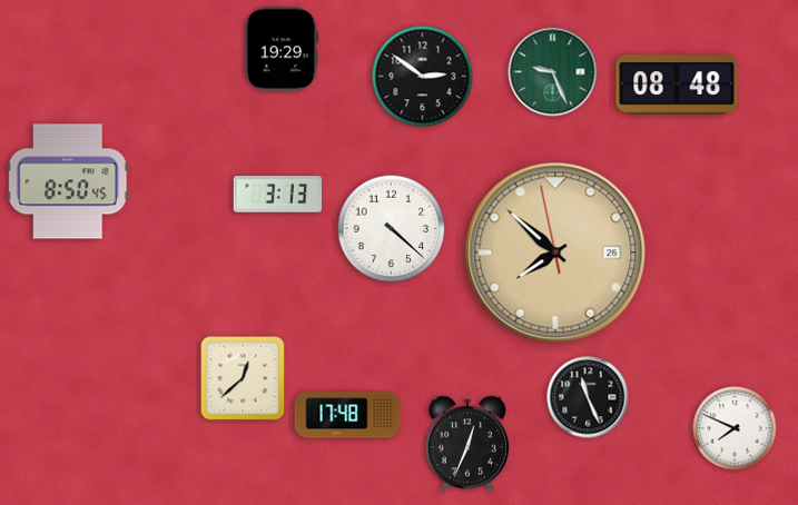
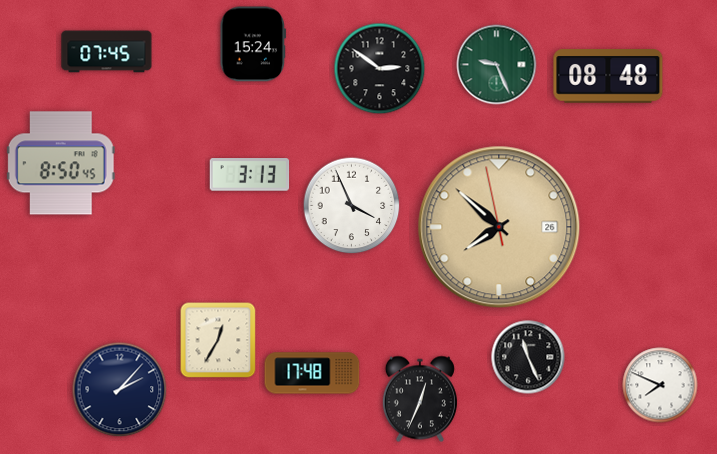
clock at (282, 49): 19:29 -> 15:24
clock at (107, 52): none -> 07:45
clock at (392, 229): 4:22 -> 3:56
clock at (243, 378): 12:38 -> 12:35
clock at (120, 390): none -> 2:07
